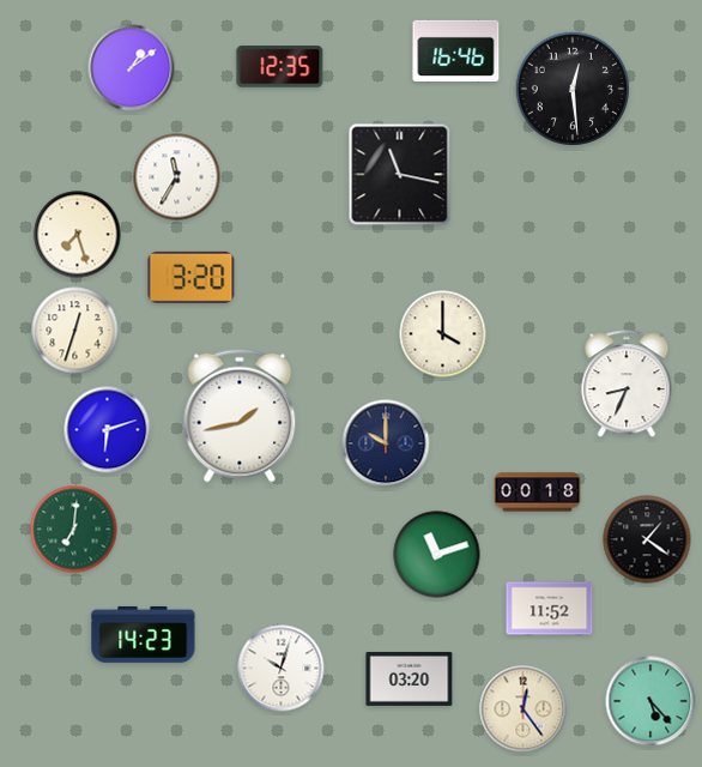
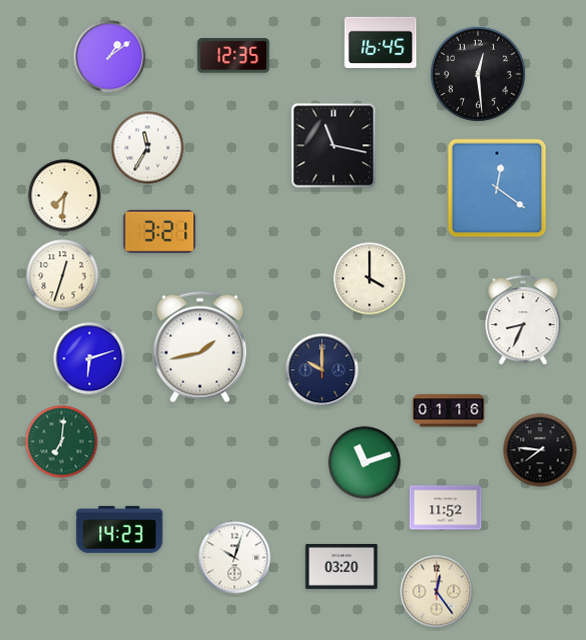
clock at (456, 50): 16:46 -> 16:45
clock at (497, 188): none -> 12:21
clock at (78, 235): 7:27 -> 7:31
clock at (192, 277): 3:20 -> 3:21
clock at (538, 493): 00:18 -> 01:16
clock at (647, 539): 1:21 -> 7:46
clock at (550, 609) position: (550, 609) -> (446, 508)
clock at (650, 701): 5:23 -> none
